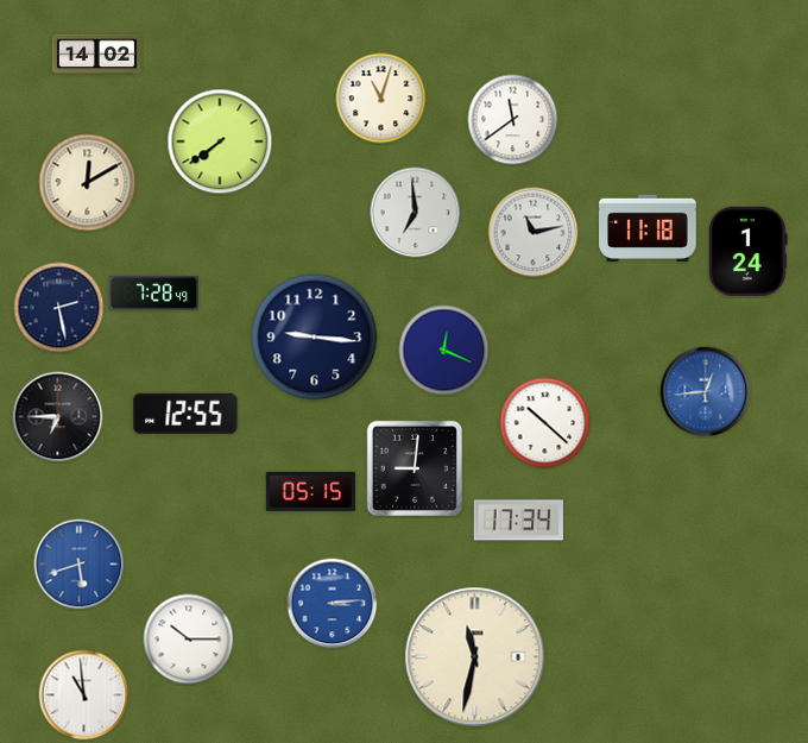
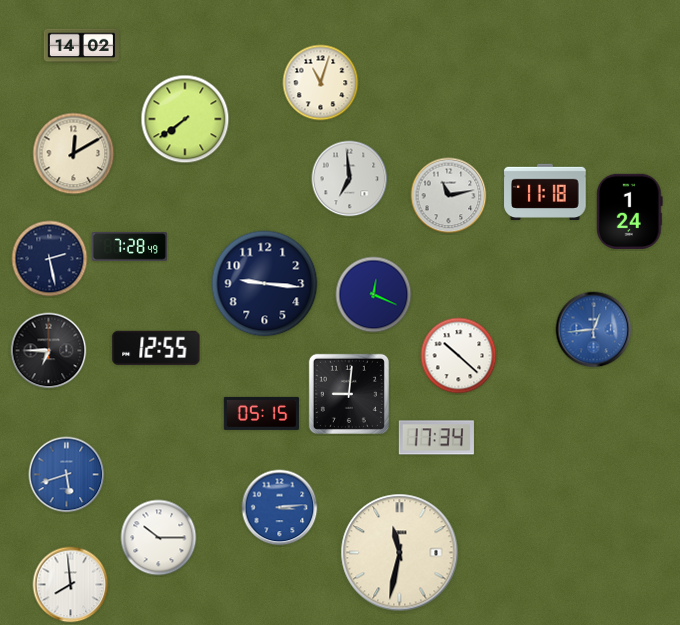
clock at (513, 120): 11:39 -> none
clock at (84, 695): 10:59 -> 7:59
